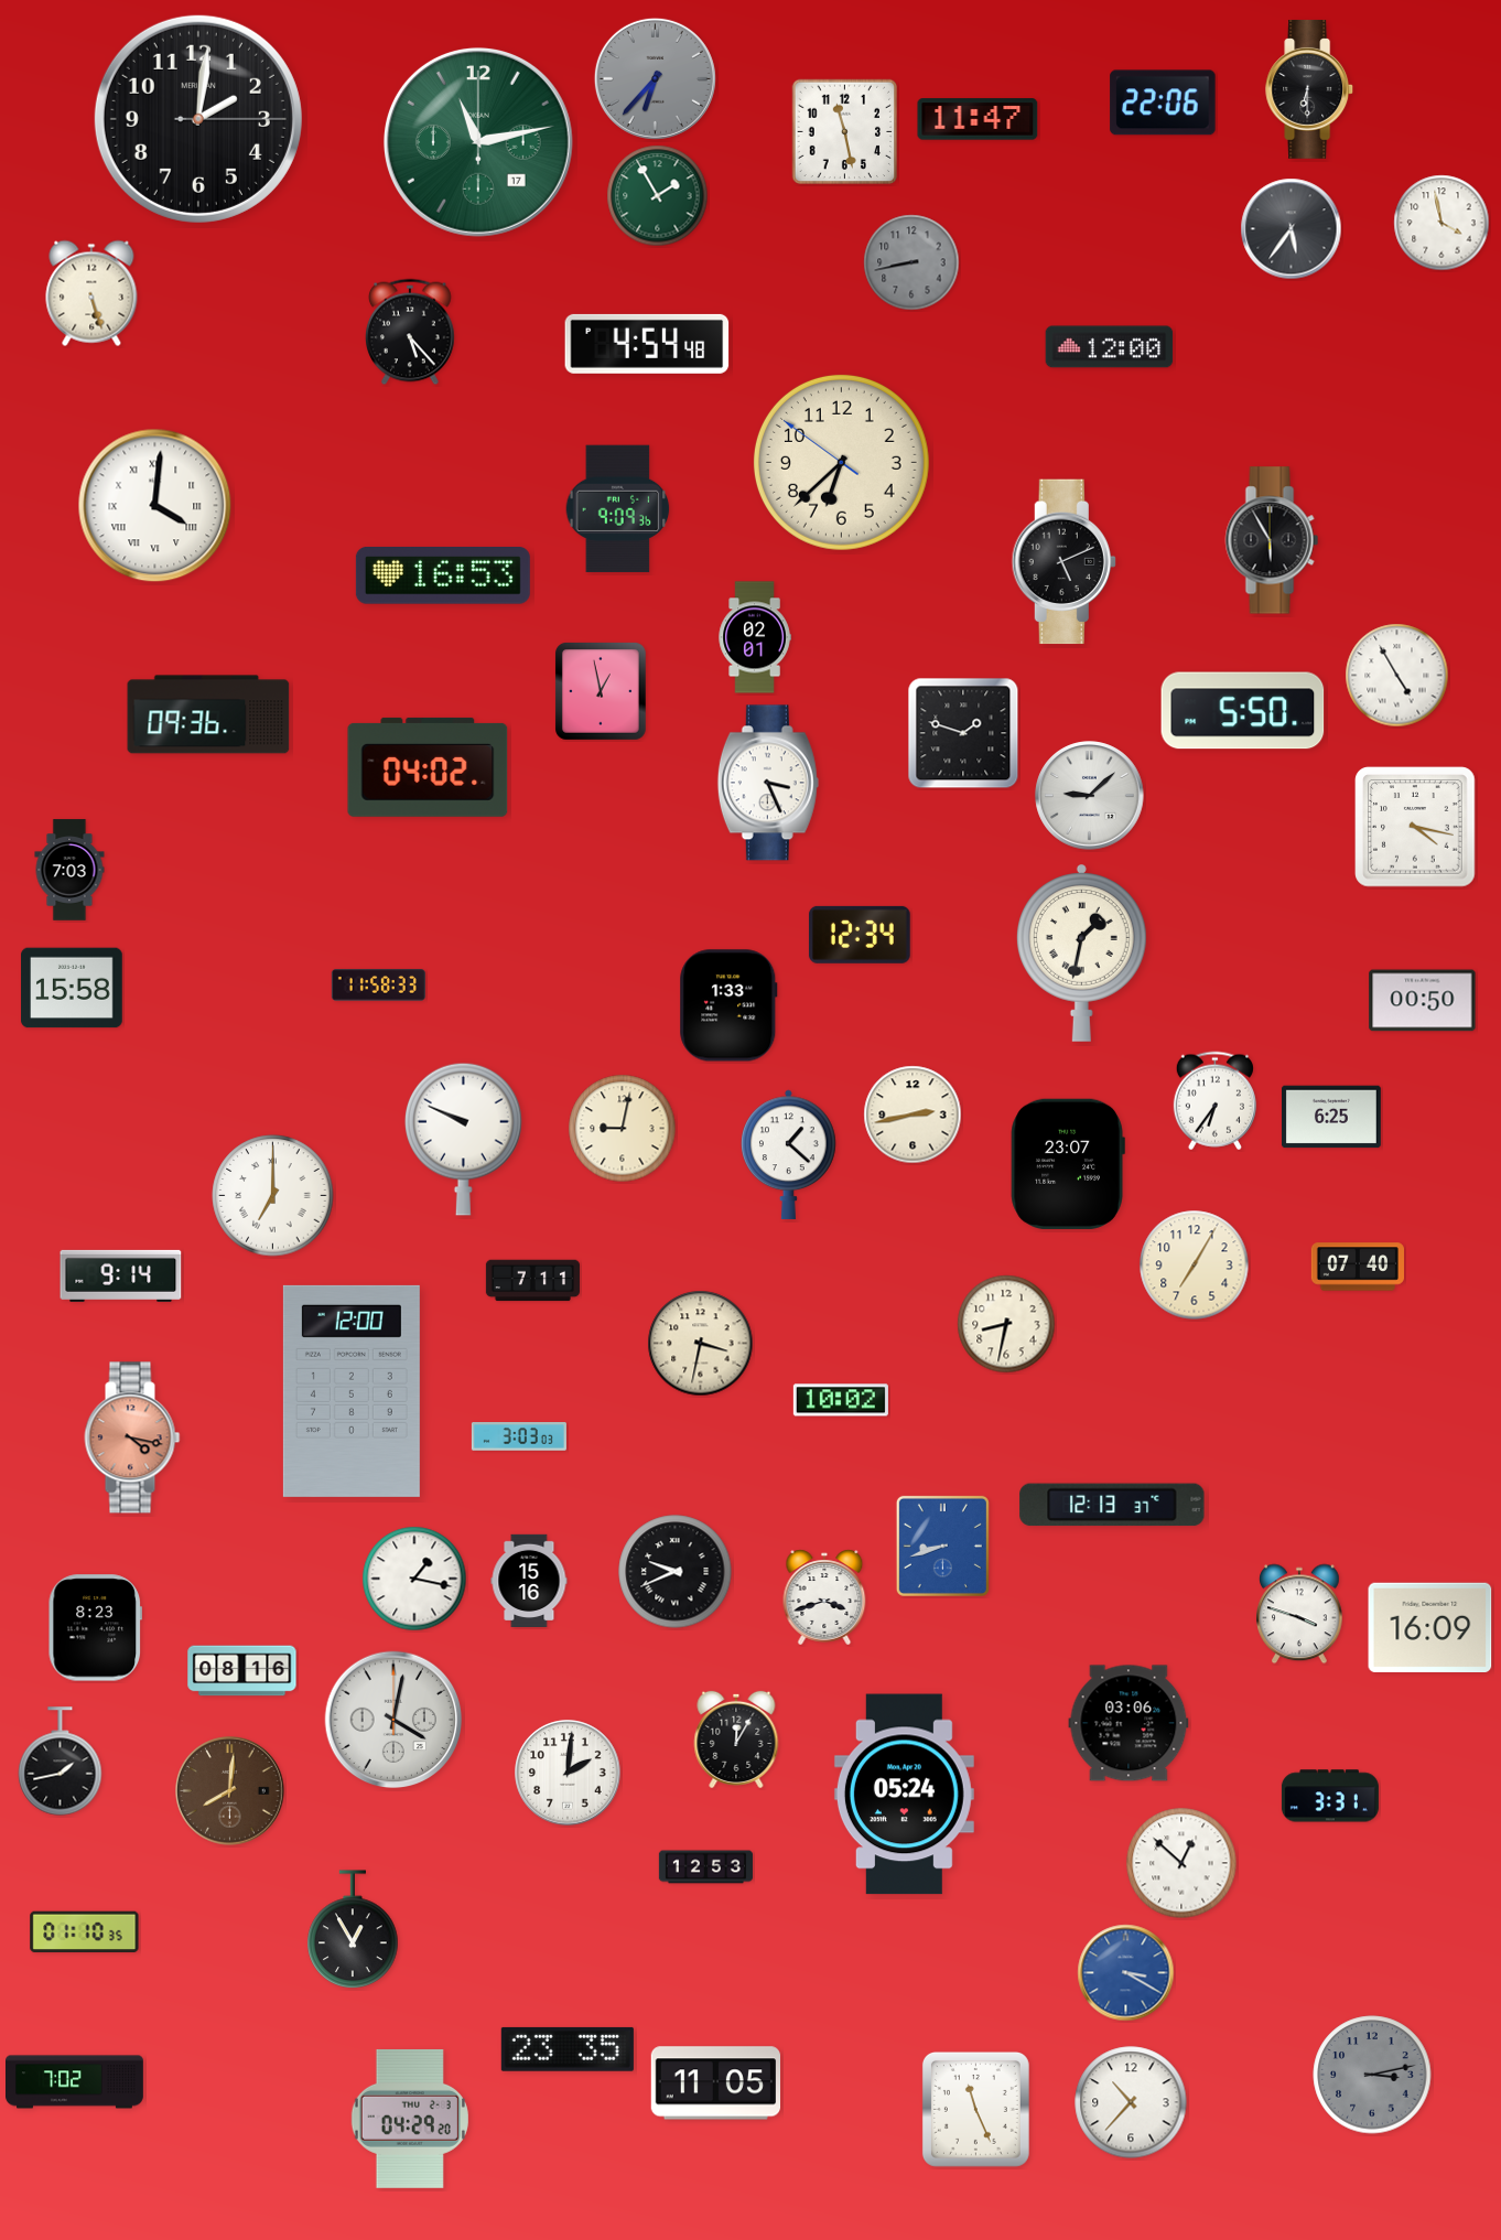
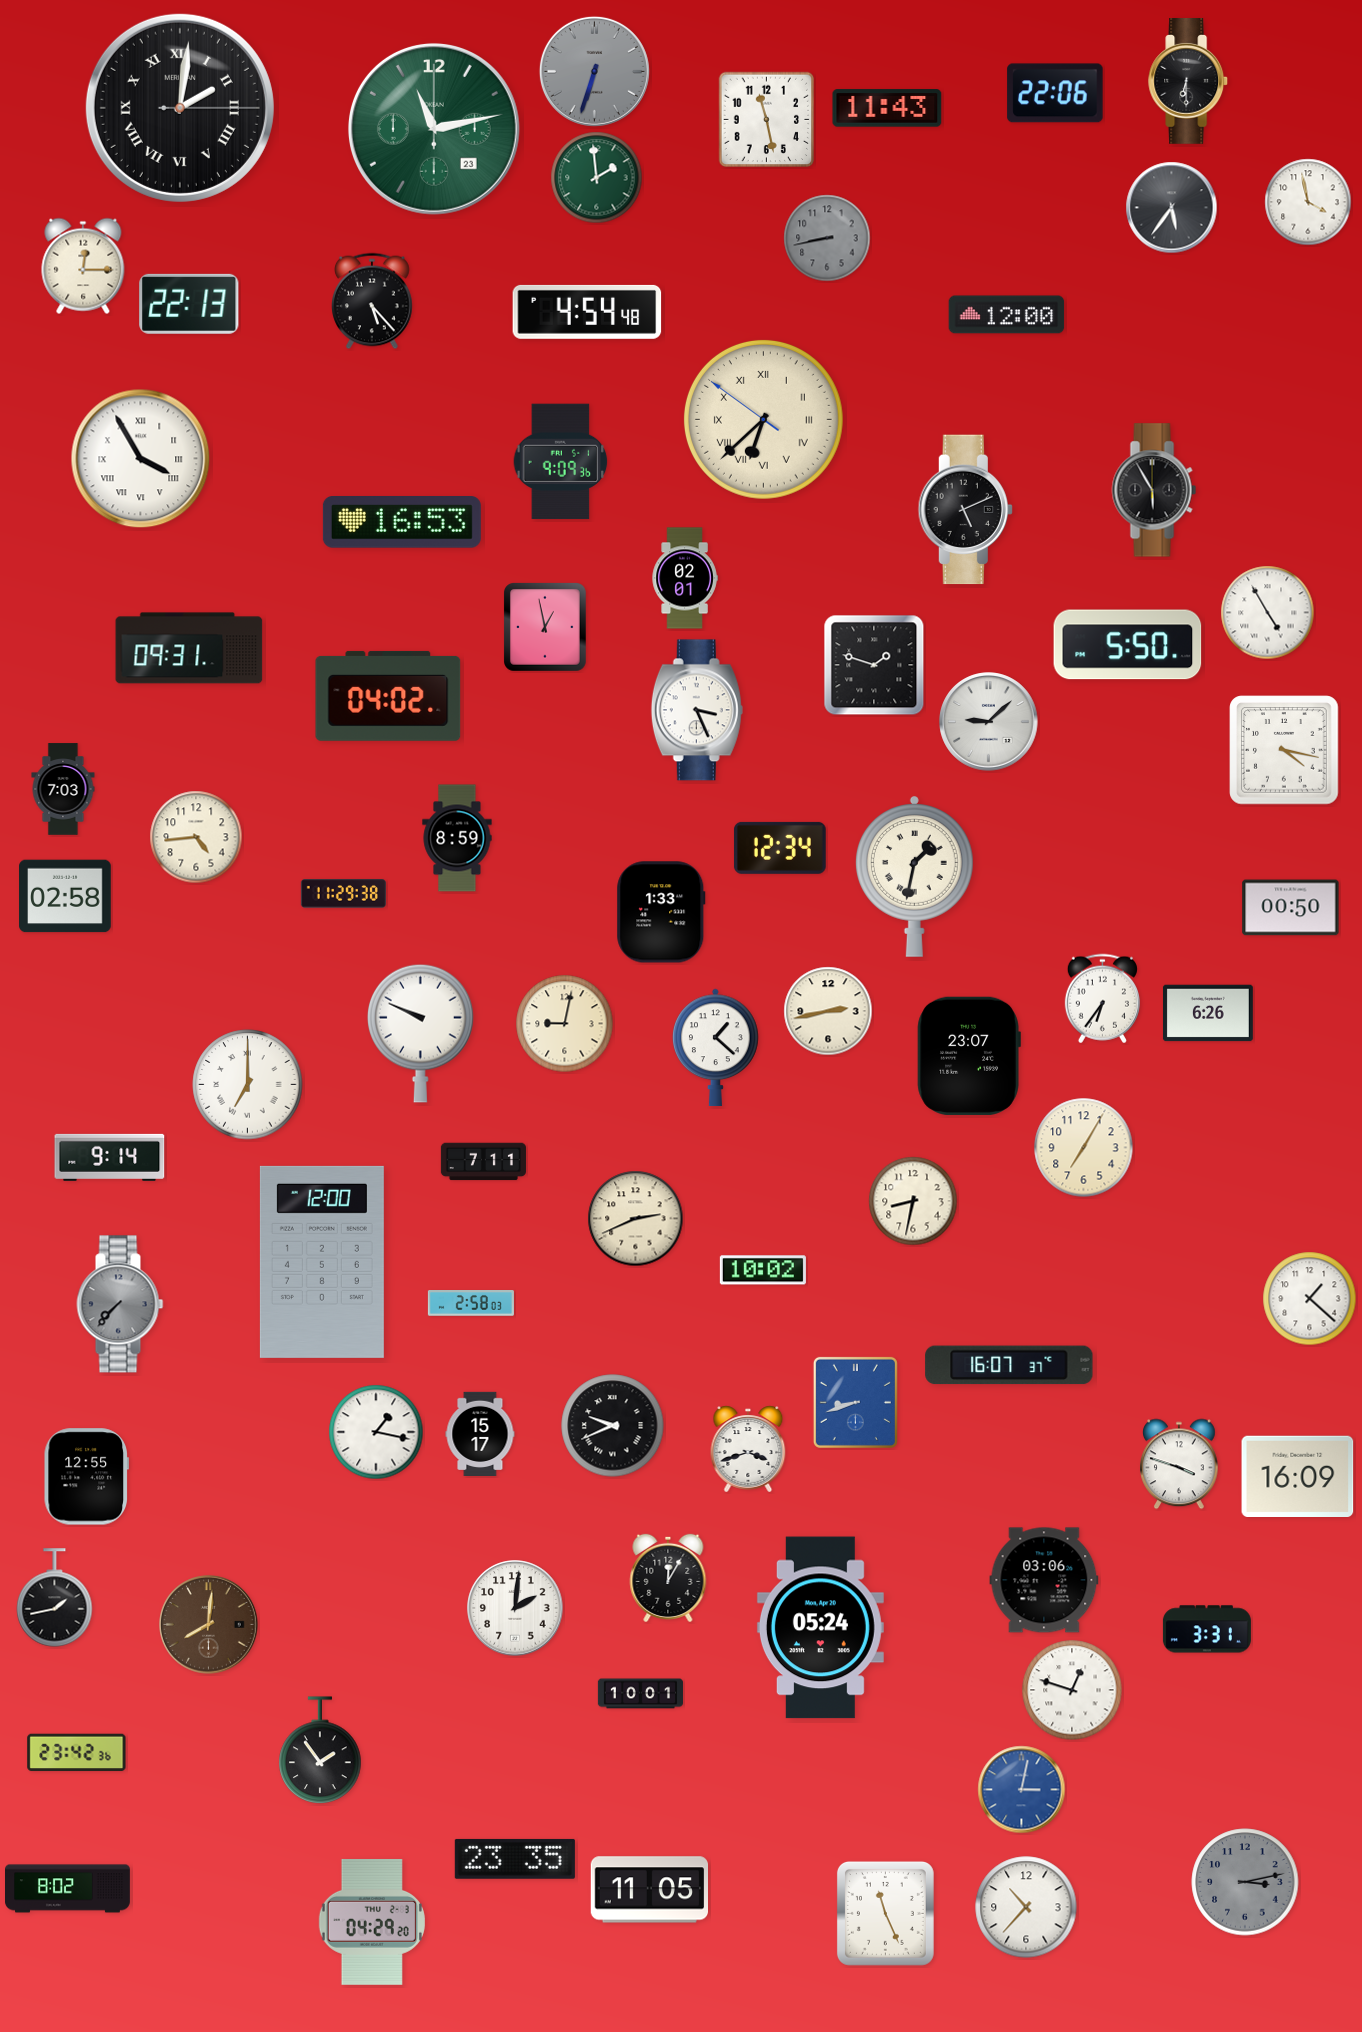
clock at (655, 78): 6:37 -> 6:33
clock at (198, 119) numerals: Arabic -> Roman
clock at (978, 119): 11:47 -> 11:43
clock at (478, 142) date: 17 -> 23
clock at (658, 196): 1:55 -> 1:59
clock at (91, 293): 5:27 -> 12:15
clock at (189, 304): none -> 22:13
clock at (841, 462) numerals: Arabic -> Roman
clock at (155, 506): 4:01 -> 3:55
clock at (208, 714): 09:36 -> 09:31
clock at (196, 837): none -> 4:44
clock at (457, 838): none -> 8:59
clock at (1081, 952) position: (1081, 952) -> (914, 876)
clock at (378, 986): 11:58 -> 11:29
clock at (72, 988): 15:58 -> 02:58
clock at (1331, 1117): 6:25 -> 6:26
clock at (1357, 1267): 07:40 -> none
clock at (701, 1344): 3:32 -> 2:41
clock at (352, 1391) position: (352, 1391) -> (322, 1262)
clock at (1310, 1299): none -> 1:22
clock at (132, 1437): 4:17 -> 7:37
clock at (132, 1437) dial: salmon -> grey
clock at (519, 1437): 3:03 -> 2:58
clock at (1112, 1505): 12:13 -> 16:07
clock at (529, 1580): 15:16 -> 15:17
clock at (95, 1628): 8:23 -> 12:55
clock at (242, 1671): 08:16 -> none
clock at (393, 1720): 4:02 -> none
clock at (1129, 1723) position: (1129, 1723) -> (1044, 1580)
clock at (1181, 1863): 12:52 -> 12:48
clock at (705, 1867): 12:53 -> 10:01
clock at (353, 1929): 12:55 -> 1:54
clock at (85, 1932): 01:10 -> 23:42
clock at (1126, 1973): 3:20 -> 3:02
clock at (75, 2082): 7:02 -> 8:02
